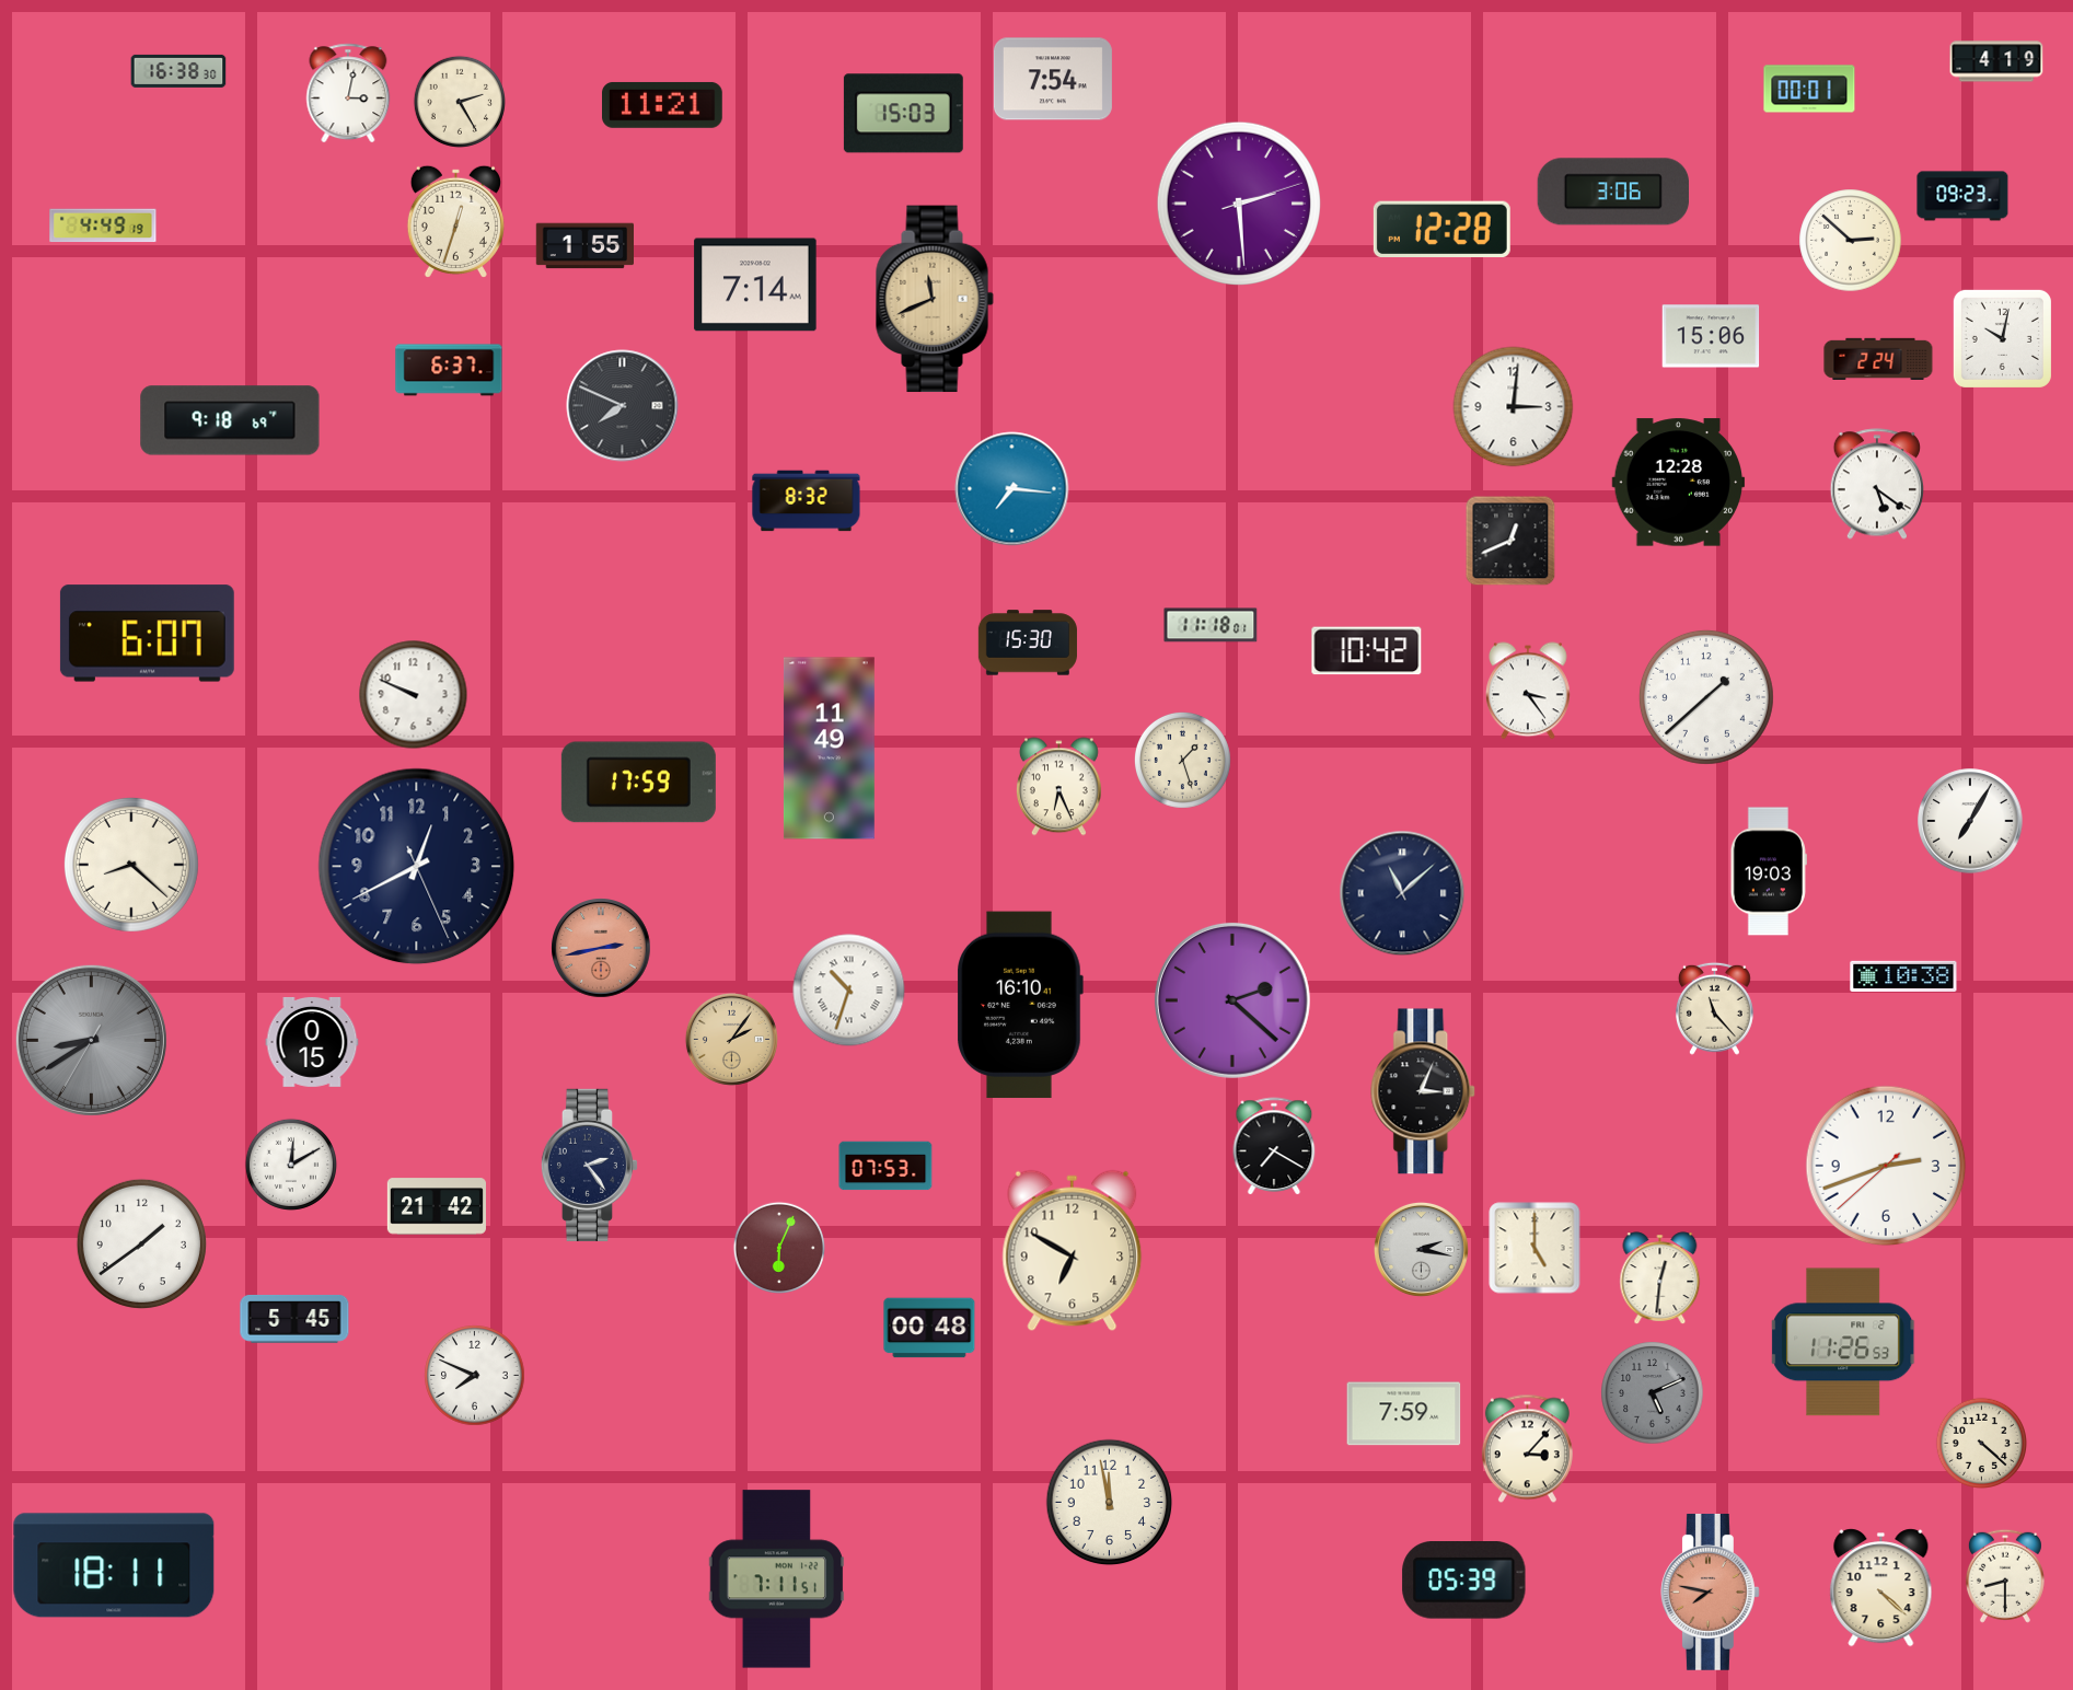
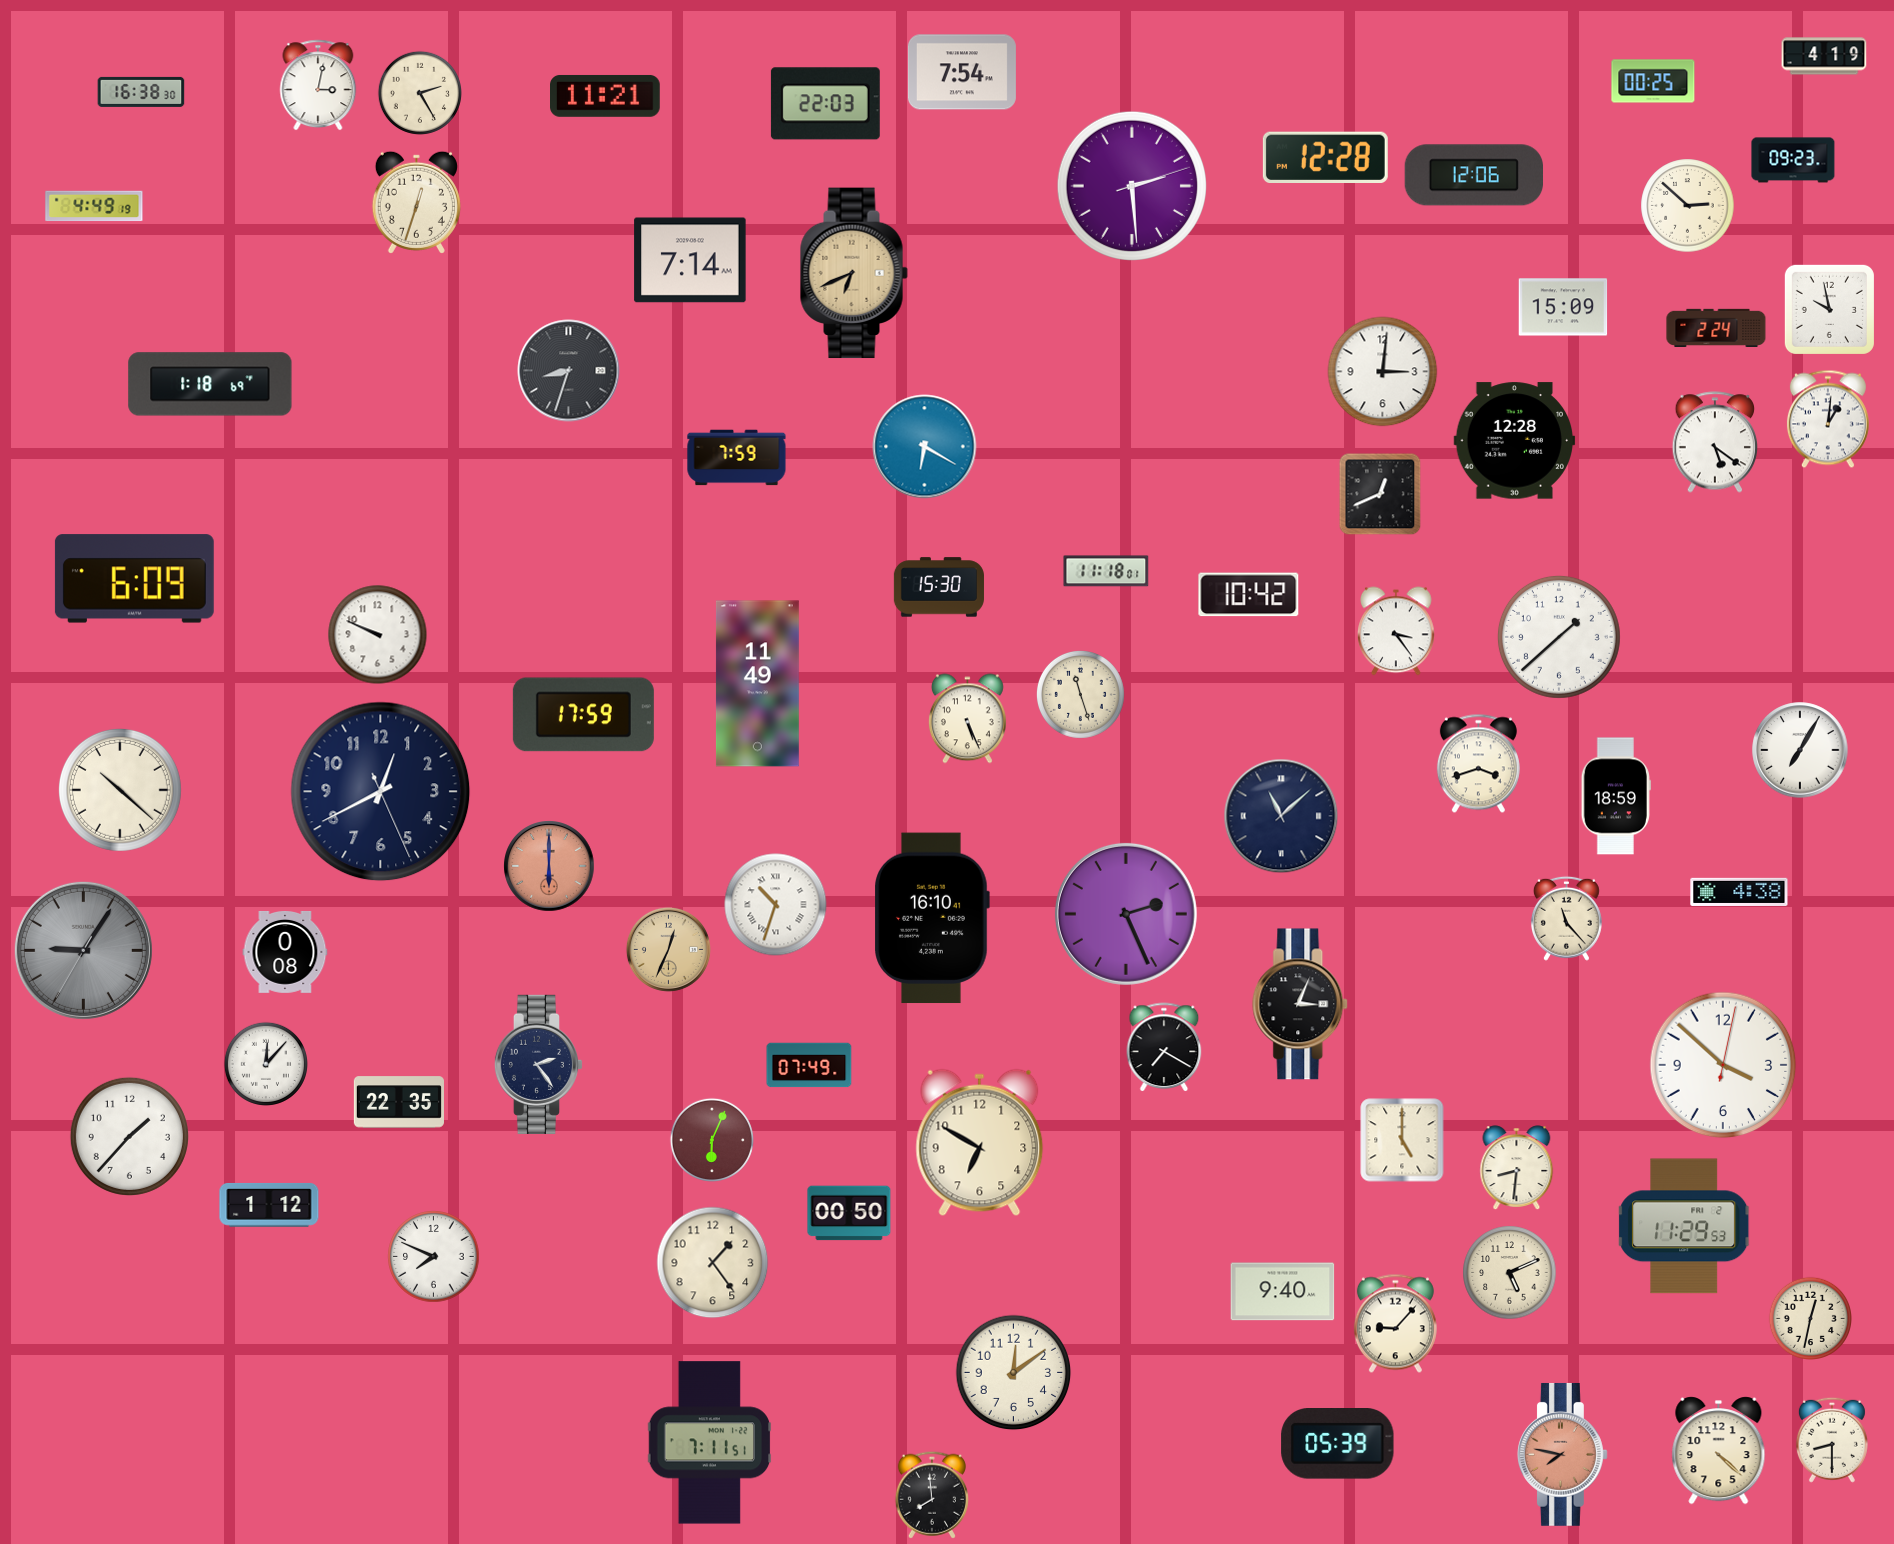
clock at (178, 71) position: (178, 71) -> (141, 92)
clock at (1809, 89): 00:01 -> 00:25
clock at (903, 114): 15:03 -> 22:03
clock at (1612, 192): 3:06 -> 12:06
clock at (1962, 196) position: (1962, 196) -> (1793, 160)
clock at (1441, 230) position: (1441, 230) -> (1325, 158)
clock at (1851, 241) position: (1851, 241) -> (1688, 206)
clock at (586, 246): 1:55 -> none
clock at (935, 299): 11:41 -> 6:41
clock at (1711, 336): 15:06 -> 15:09
clock at (2002, 338): 10:02 -> 9:58
clock at (449, 370): 6:37 -> none
clock at (623, 406): 7:49 -> 8:33
clock at (230, 420): 9:18 -> 1:18
clock at (1828, 419): none -> 1:01
clock at (1679, 483) position: (1679, 483) -> (1515, 441)
clock at (1012, 489): 7:16 -> 6:20
clock at (807, 501): 8:32 -> 7:59
clock at (147, 634): 6:07 -> 6:09
clock at (1182, 760): 1:27 -> 11:27
clock at (1058, 787): 6:26 -> 5:26
clock at (1478, 764): none -> 3:42
clock at (131, 865): 8:22 -> 10:22
clock at (1769, 871): 19:03 -> 18:59
clock at (601, 948): 2:43 -> 6:00
clock at (1903, 975): 10:38 -> 4:38
clock at (1232, 1000): 2:22 -> 2:26
clock at (1714, 1008) position: (1714, 1008) -> (1566, 918)
clock at (731, 1039): 2:06 -> 12:34
clock at (91, 1040): 8:39 -> 9:05
clock at (312, 1042): 0:15 -> 0:08
clock at (1424, 1091) position: (1424, 1091) -> (1301, 1004)
clock at (291, 1165): 12:10 -> 12:07
clock at (885, 1166): 07:53 -> 07:49
clock at (1886, 1166): 2:41 -> 3:52
clock at (437, 1206): 21:42 -> 22:35
clock at (141, 1243): 1:39 -> 1:37
clock at (1421, 1249): 2:17 -> none
clock at (1660, 1277): 12:31 -> 8:31
clock at (294, 1319): 5:45 -> 1:12
clock at (929, 1328): 00:48 -> 00:50
clock at (1843, 1342): 11:26 -> 11:29
clock at (713, 1263): none -> 1:24
clock at (1653, 1393) dial: grey -> cream
clock at (1404, 1414): 7:59 -> 9:40
clock at (1981, 1443): 4:22 -> 12:32
clock at (1527, 1449): 3:07 -> 9:07
clock at (1110, 1503): 11:58 -> 12:09
clock at (114, 1565): 18:11 -> none
clock at (932, 1495): none -> 7:59
